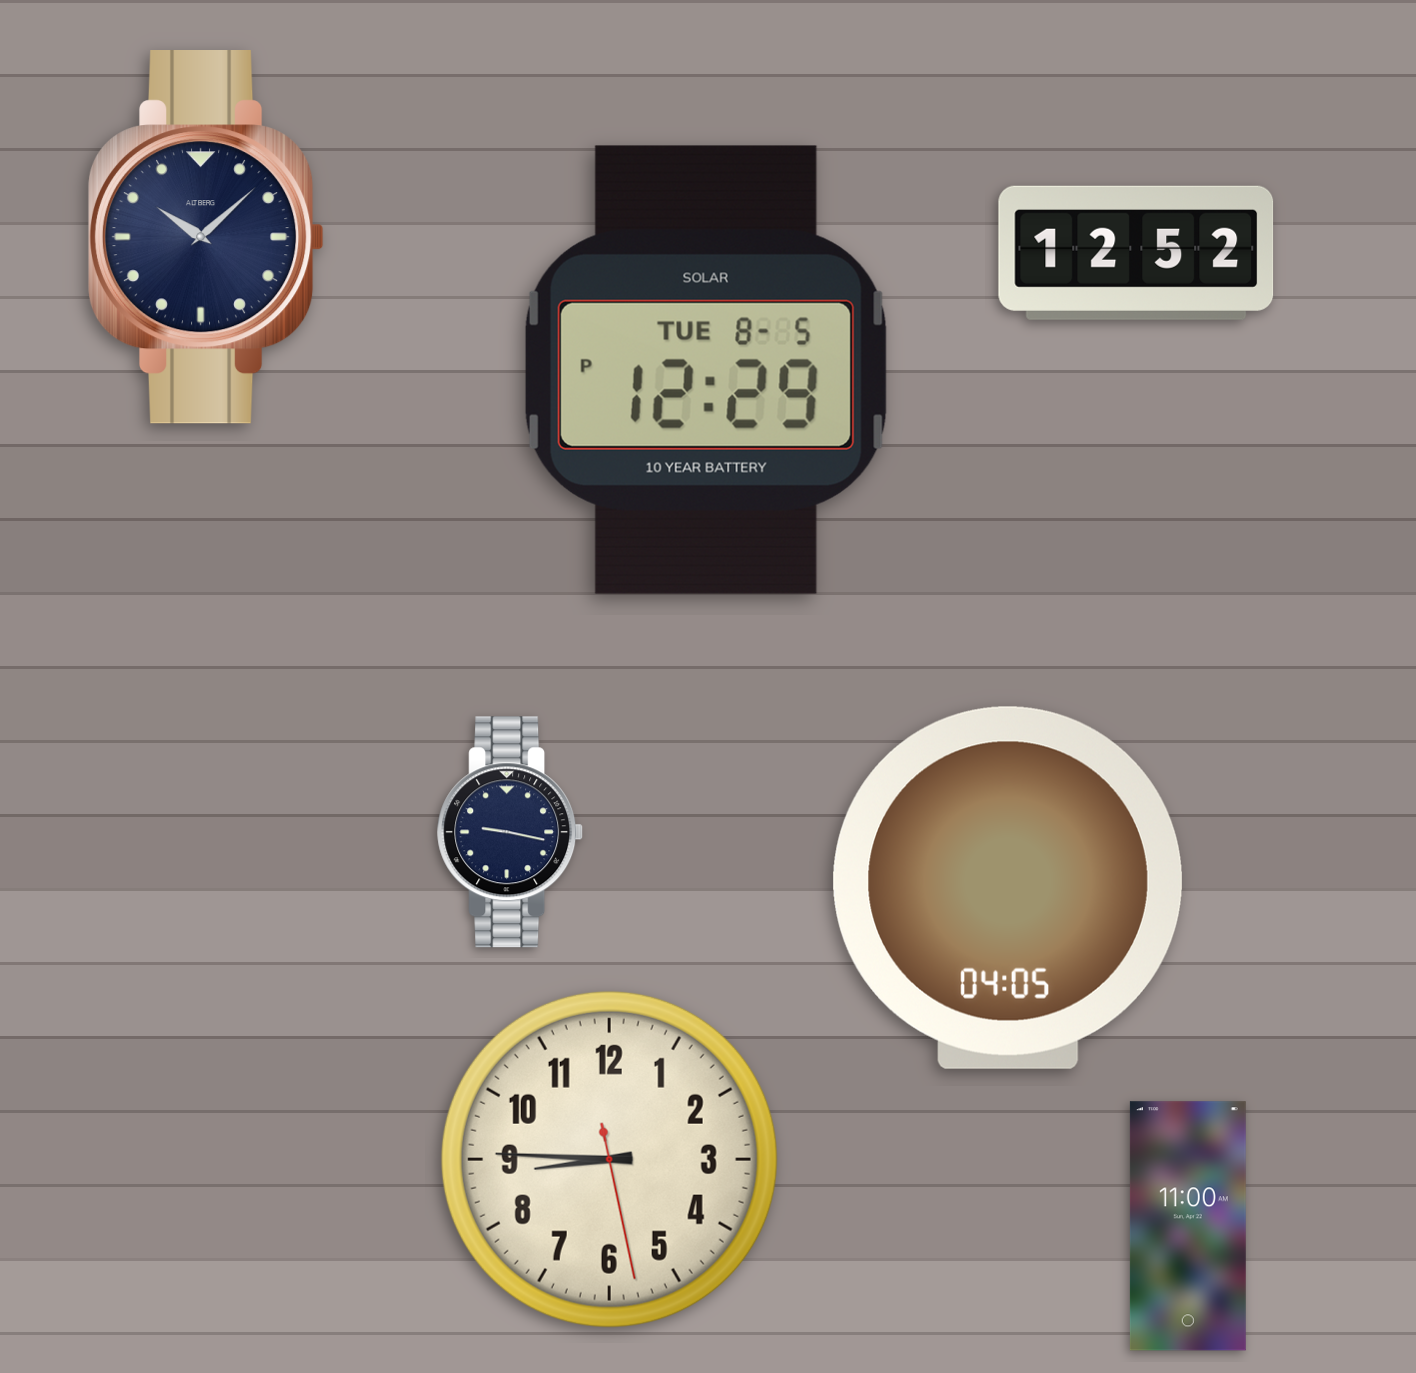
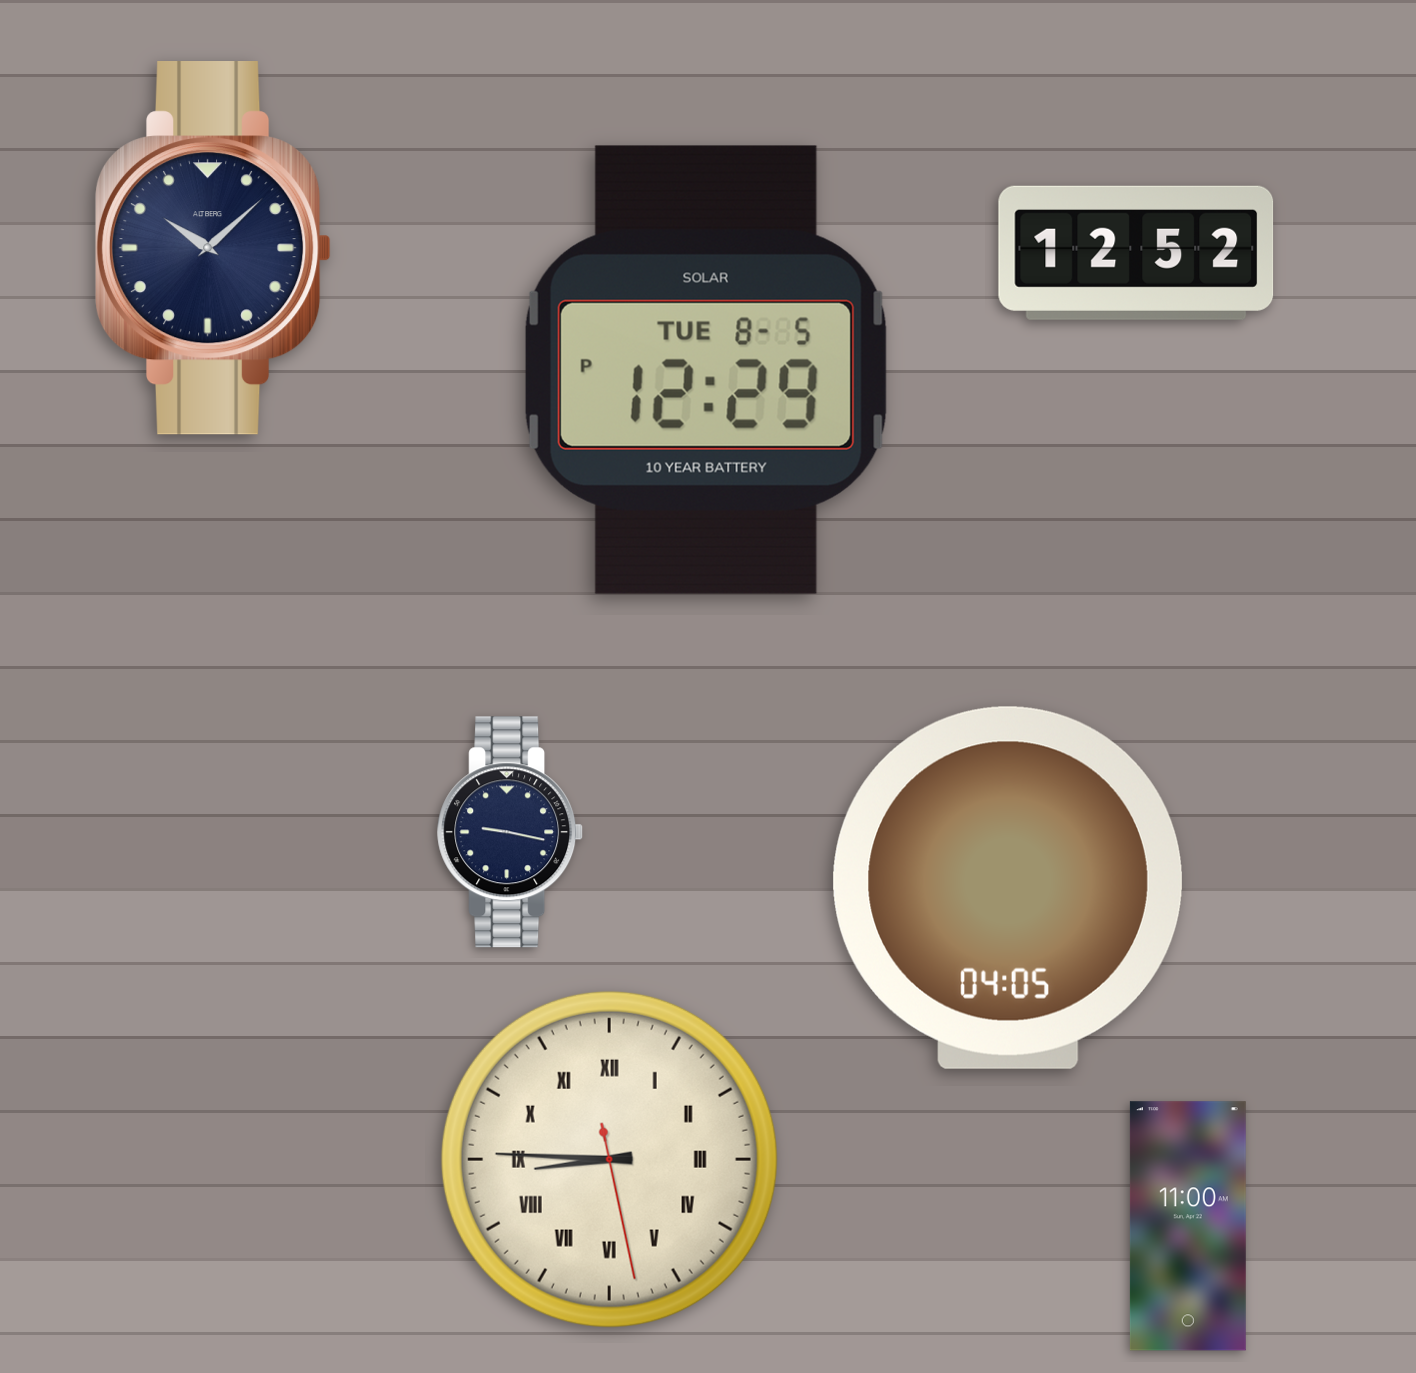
clock at (206, 238) position: (206, 238) -> (213, 249)
clock at (609, 1159) numerals: Arabic -> Roman
